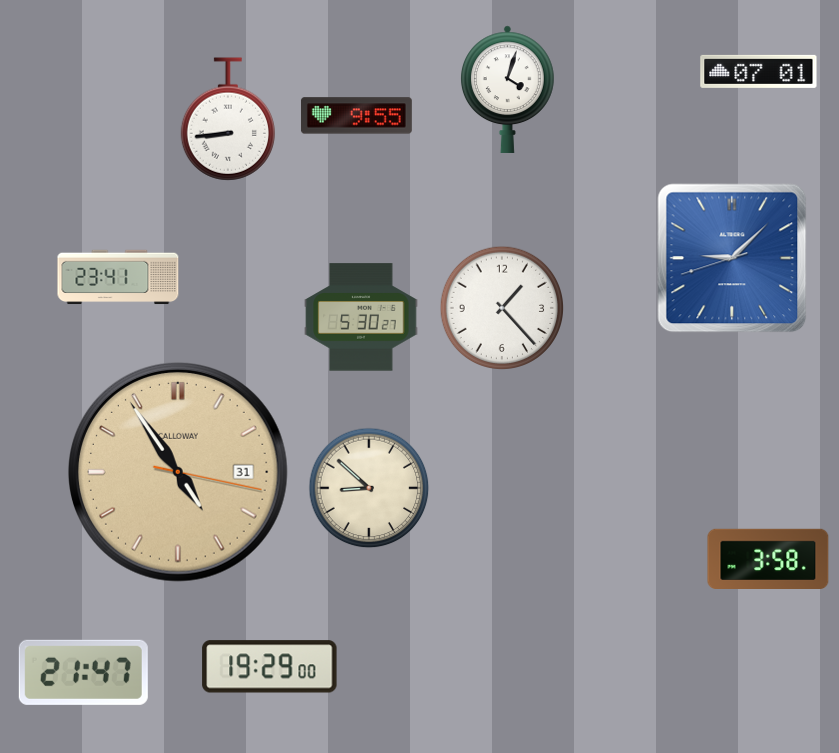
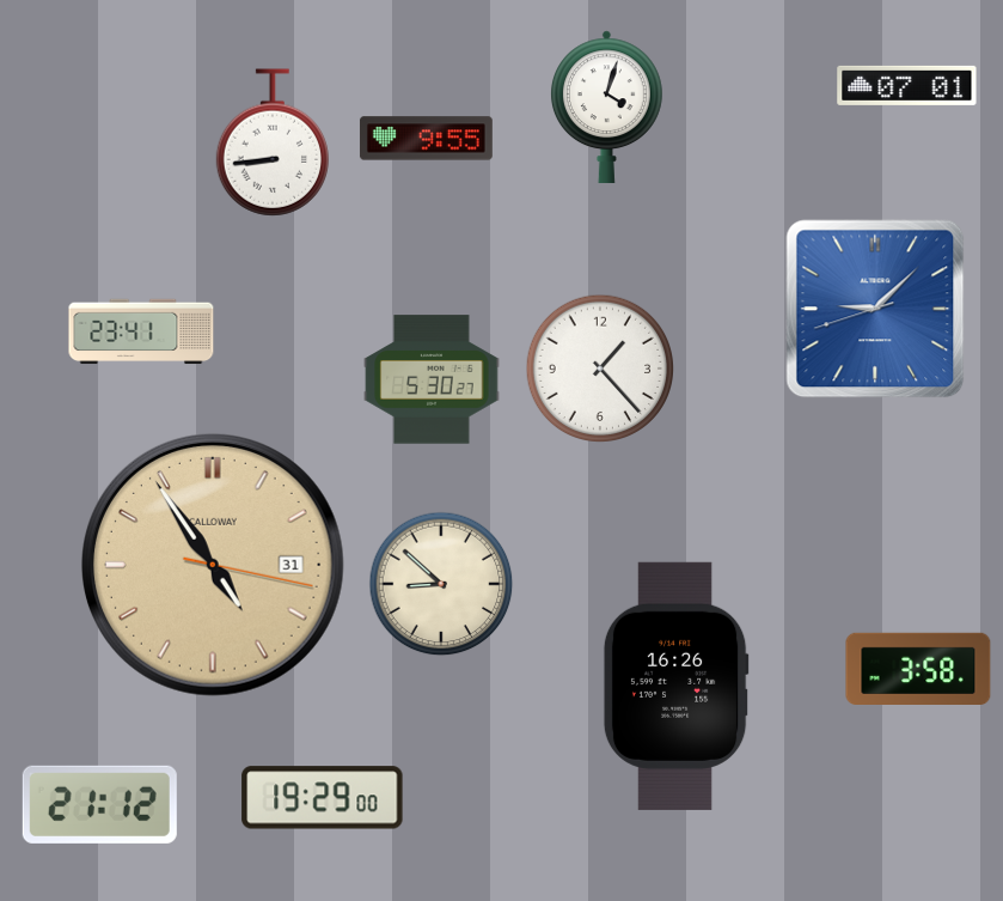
clock at (675, 686): none -> 16:26
clock at (83, 672): 21:47 -> 21:12
